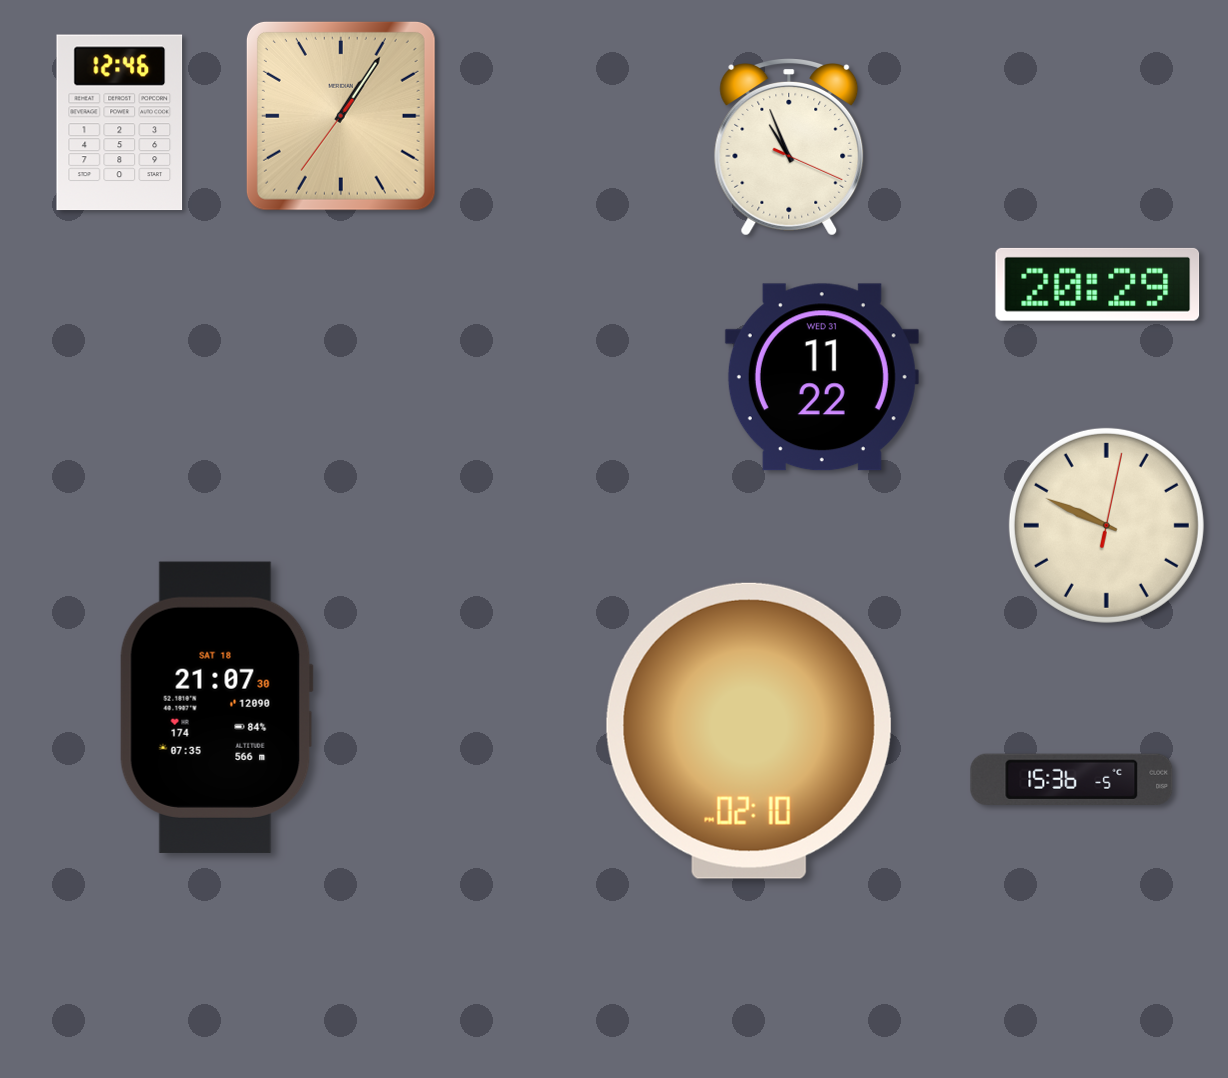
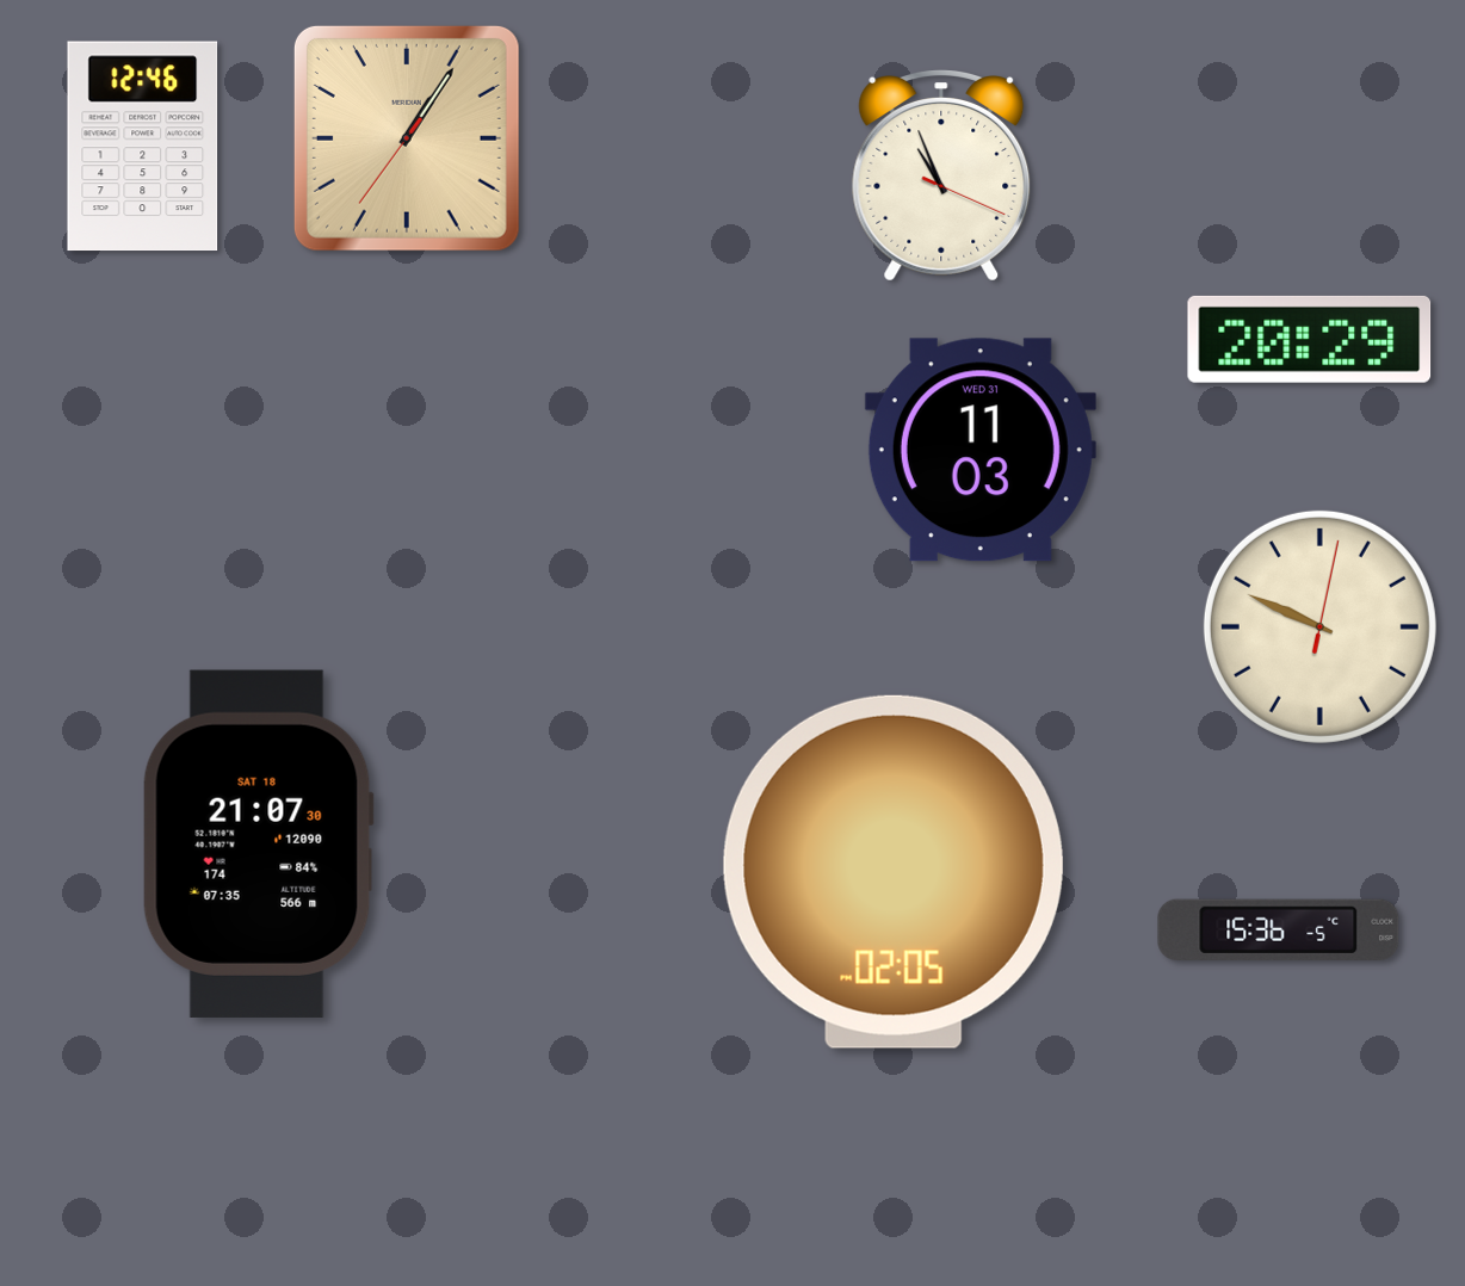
clock at (822, 377): 11:22 -> 11:03
clock at (749, 731): 02:10 -> 02:05
